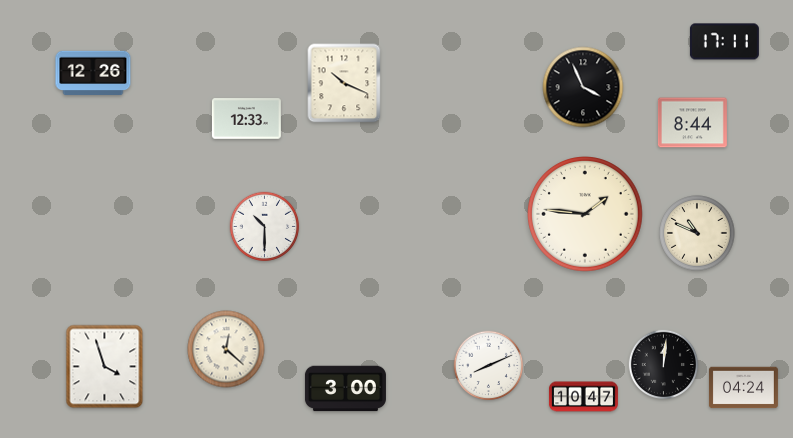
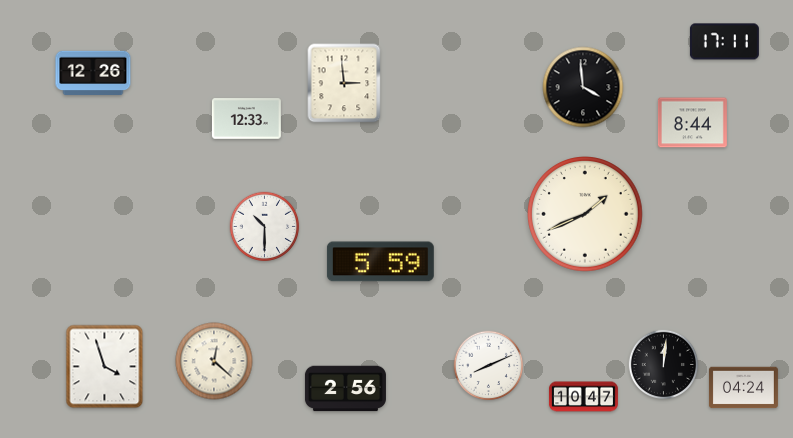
clock at (344, 83): 10:19 -> 2:59
clock at (583, 87): 3:56 -> 3:59
clock at (586, 215): 1:46 -> 1:41
clock at (697, 233): 10:49 -> none
clock at (380, 262): none -> 5:59
clock at (226, 349) position: (226, 349) -> (214, 361)
clock at (345, 389): 3:00 -> 2:56
